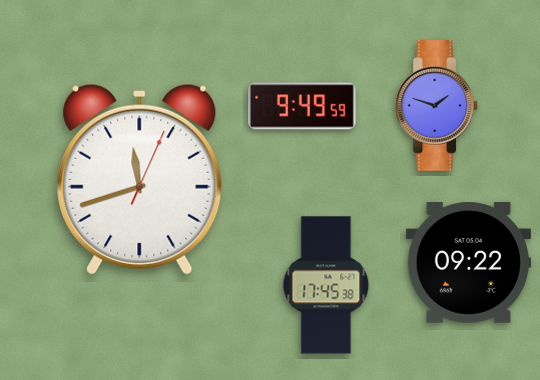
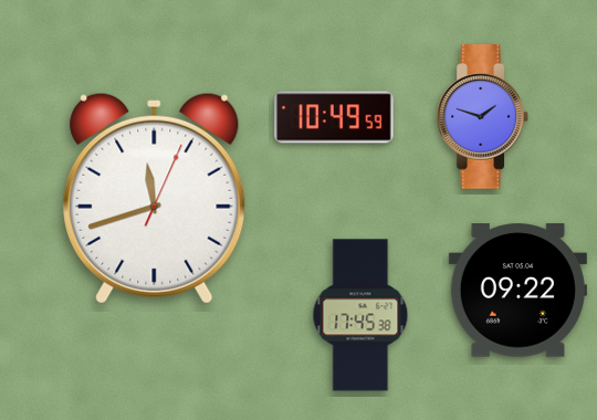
clock at (302, 106): 9:49 -> 10:49
